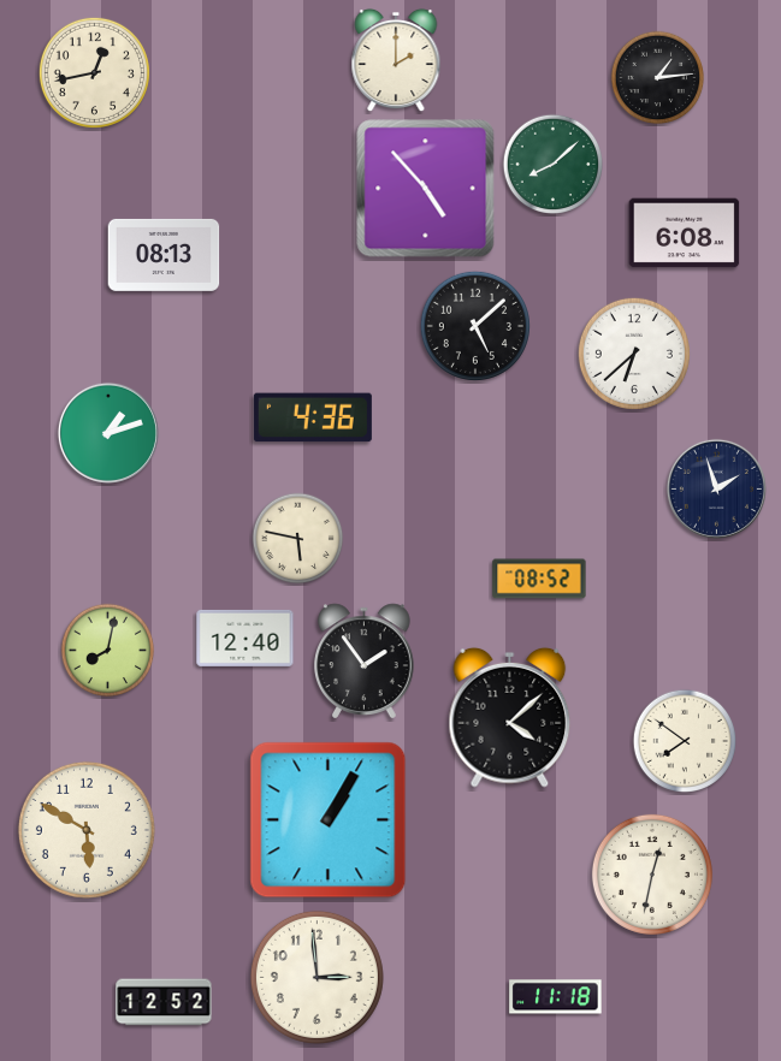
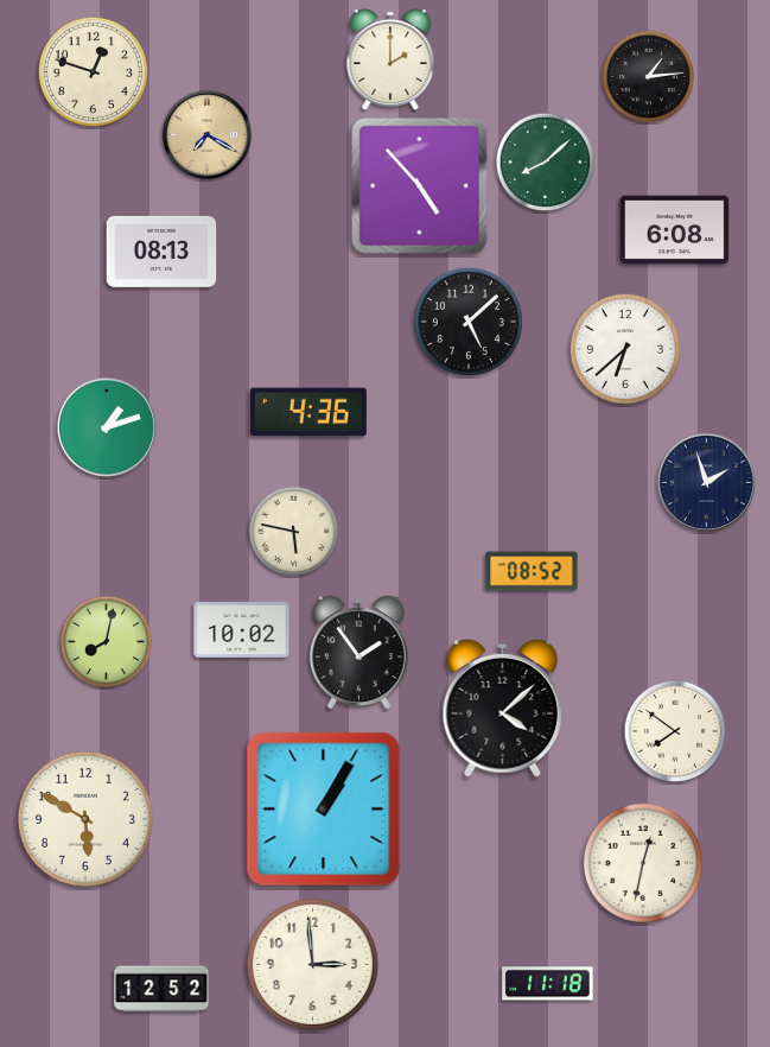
clock at (94, 72): 12:43 -> 12:48
clock at (206, 134): none -> 7:20
clock at (245, 638): 12:40 -> 10:02
